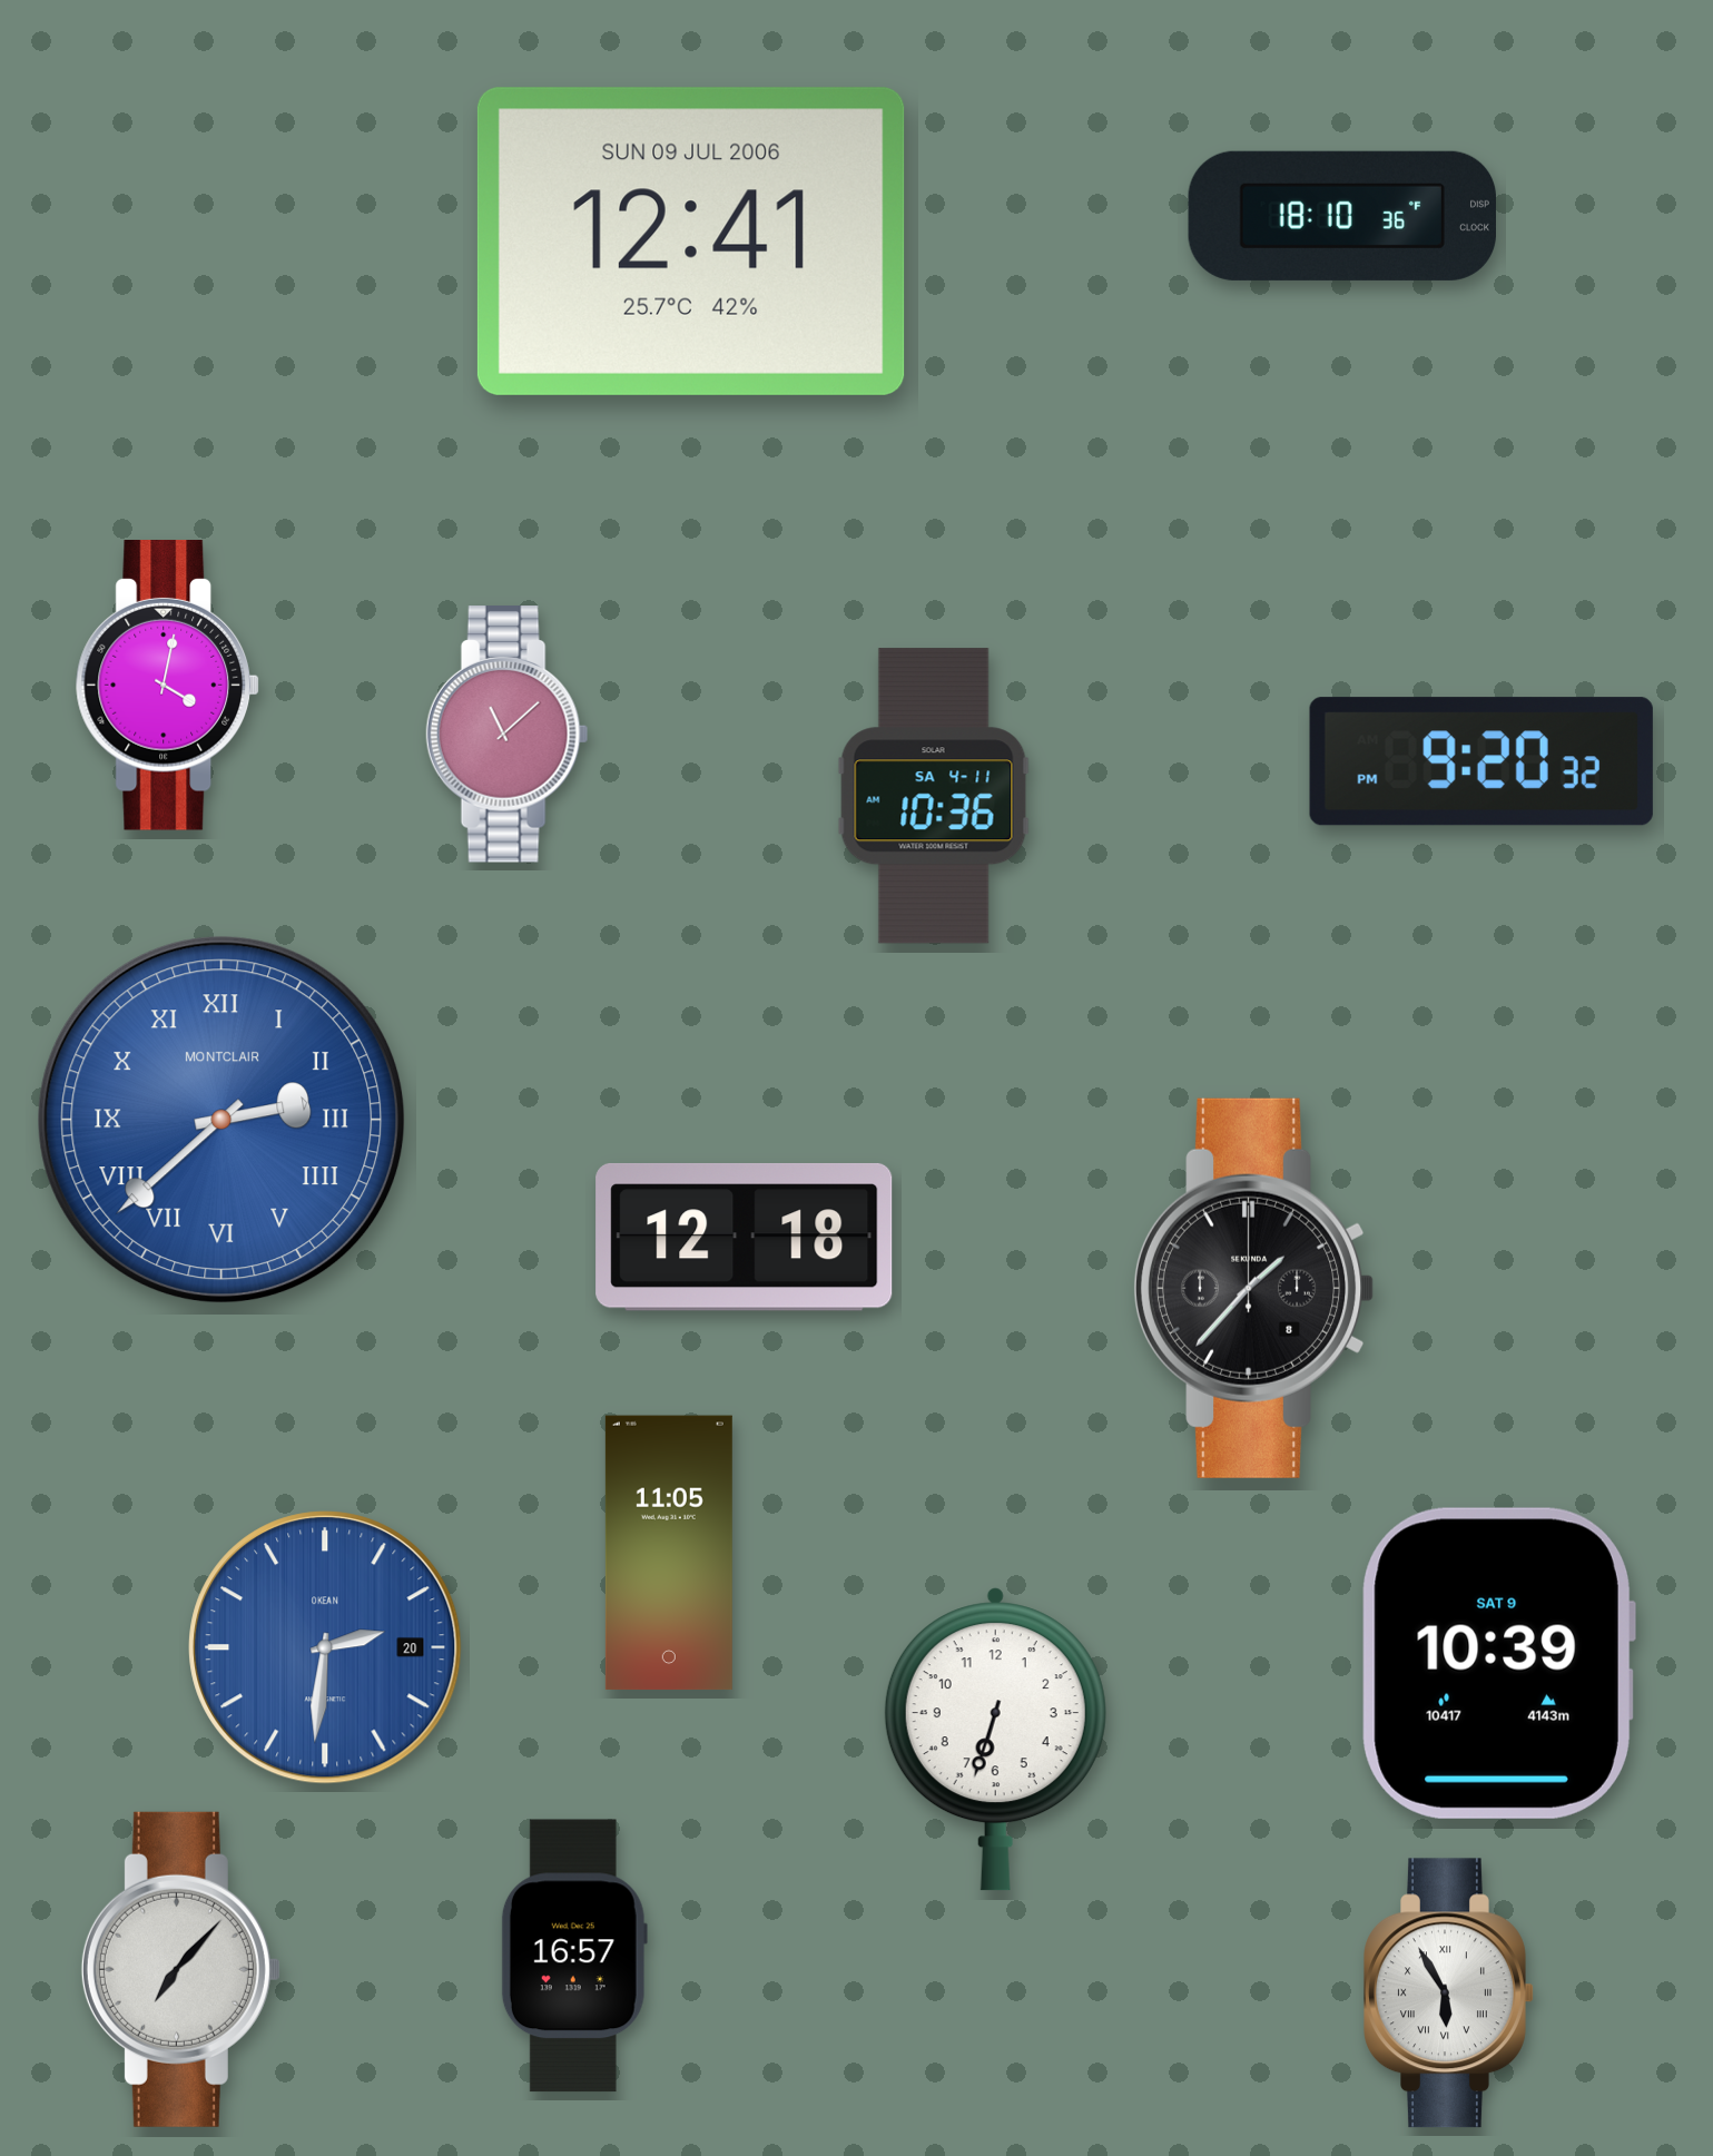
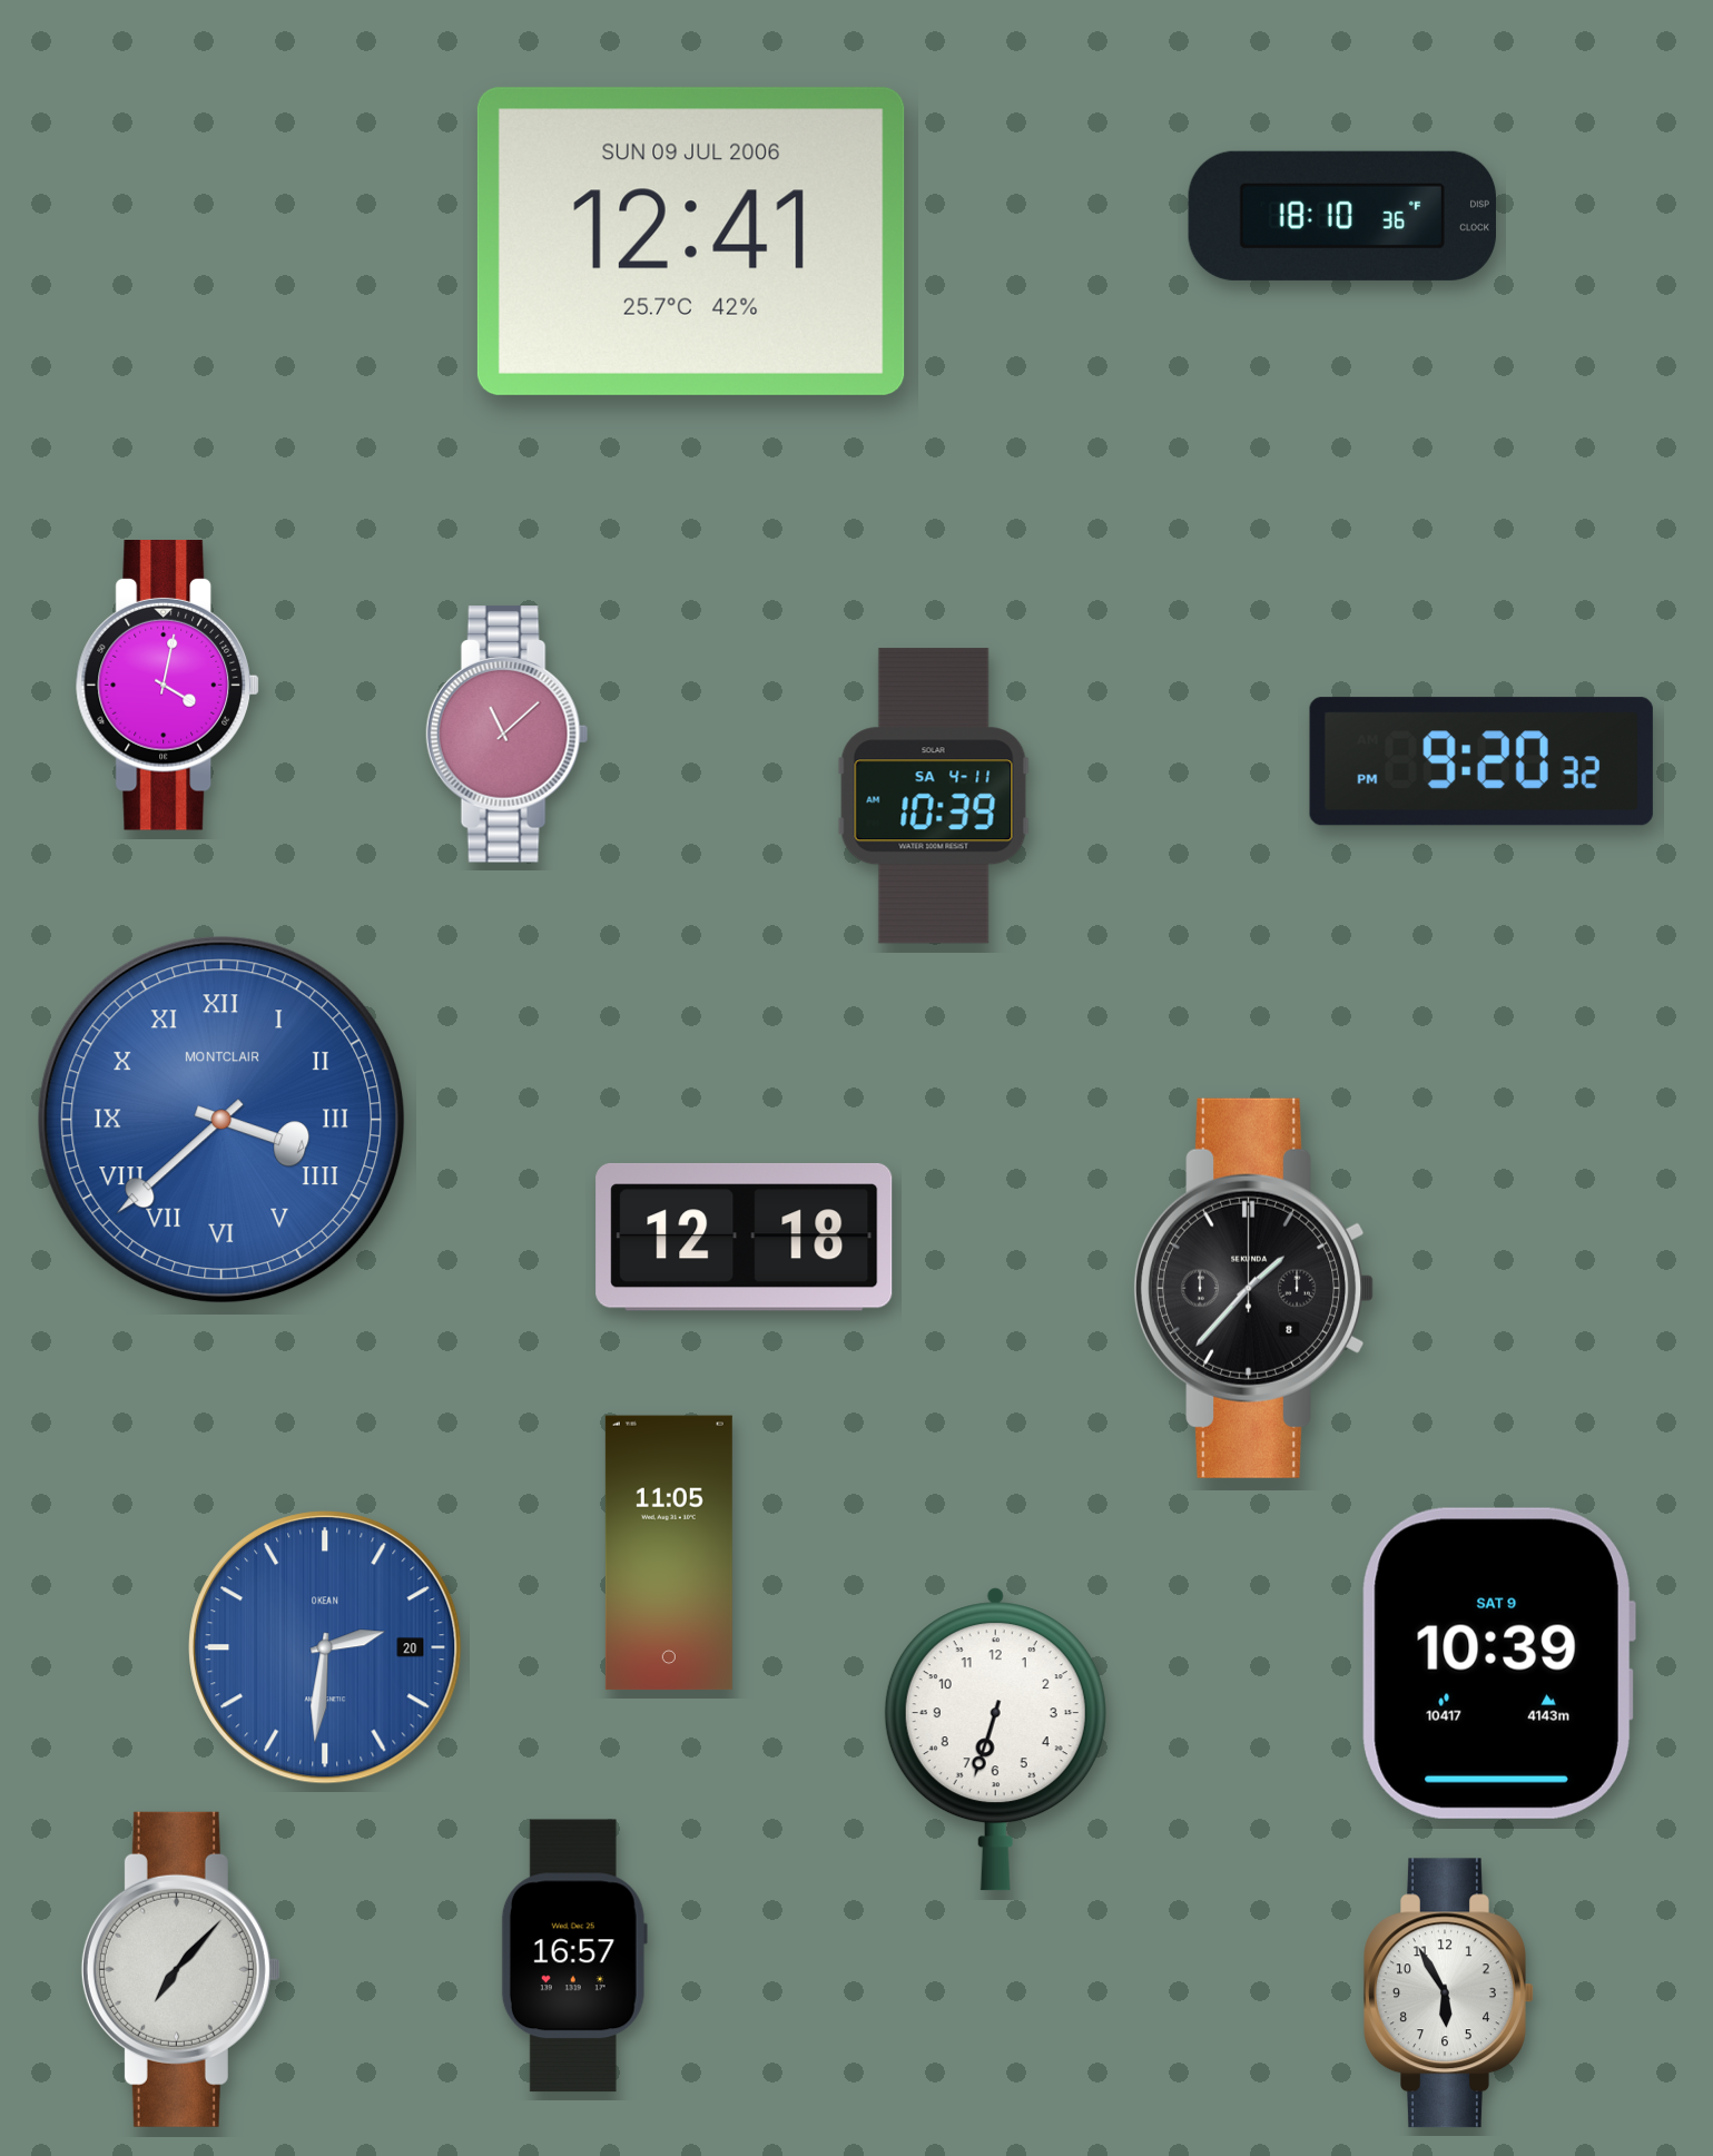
clock at (934, 796): 10:36 -> 10:39
clock at (221, 1120): 2:38 -> 3:38
clock at (1449, 1993) numerals: Roman -> Arabic
